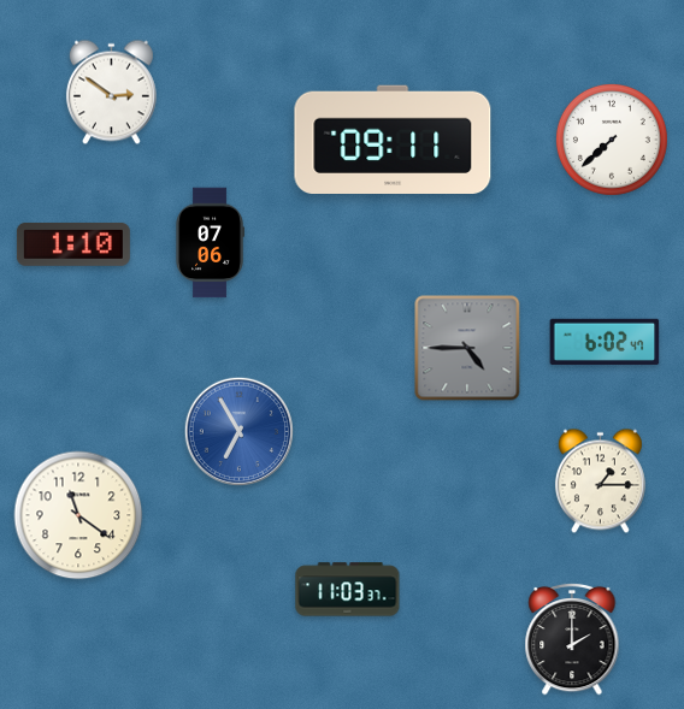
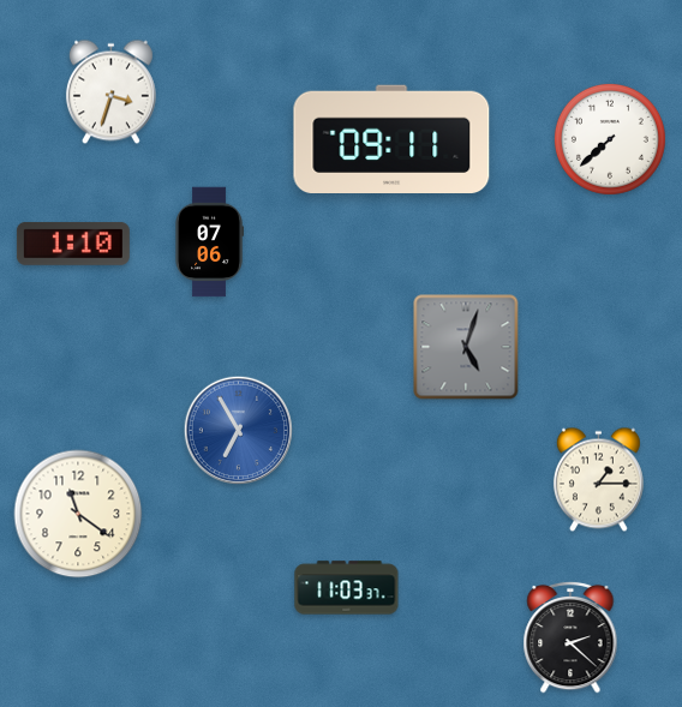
clock at (111, 93): 2:51 -> 3:33
clock at (605, 342): 6:02 -> none
clock at (467, 348): 4:45 -> 5:03
clock at (572, 639): 2:00 -> 2:22
